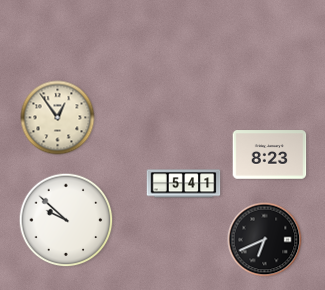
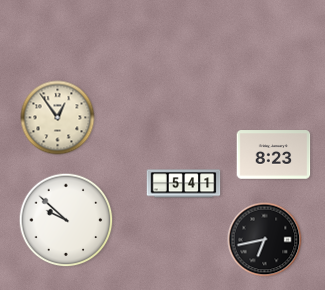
clock at (270, 155) position: (270, 155) -> (274, 155)
clock at (265, 240): 6:41 -> 6:43
